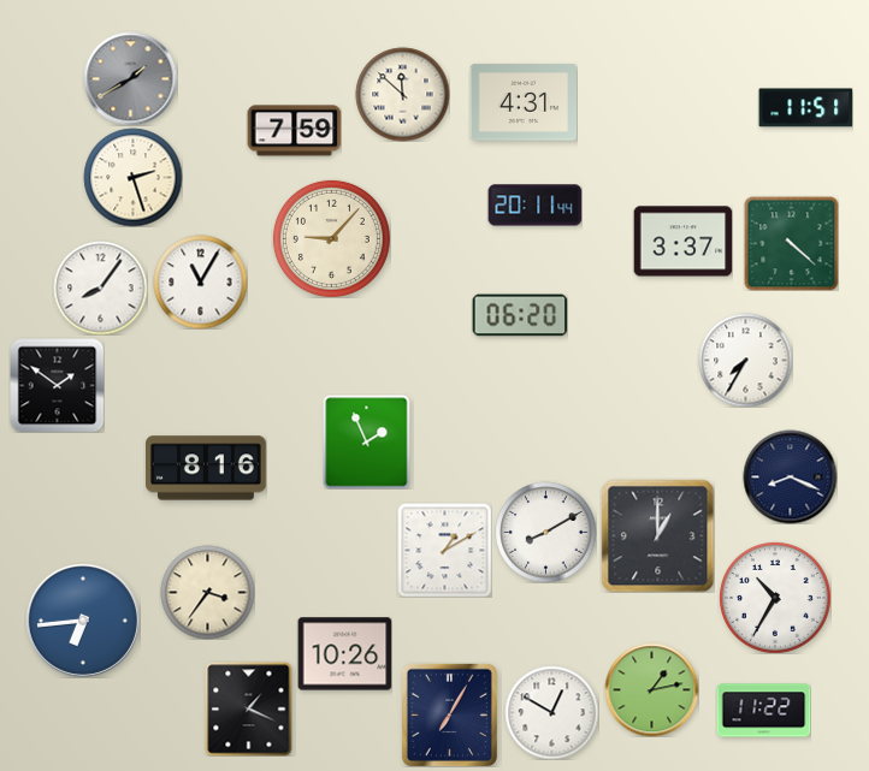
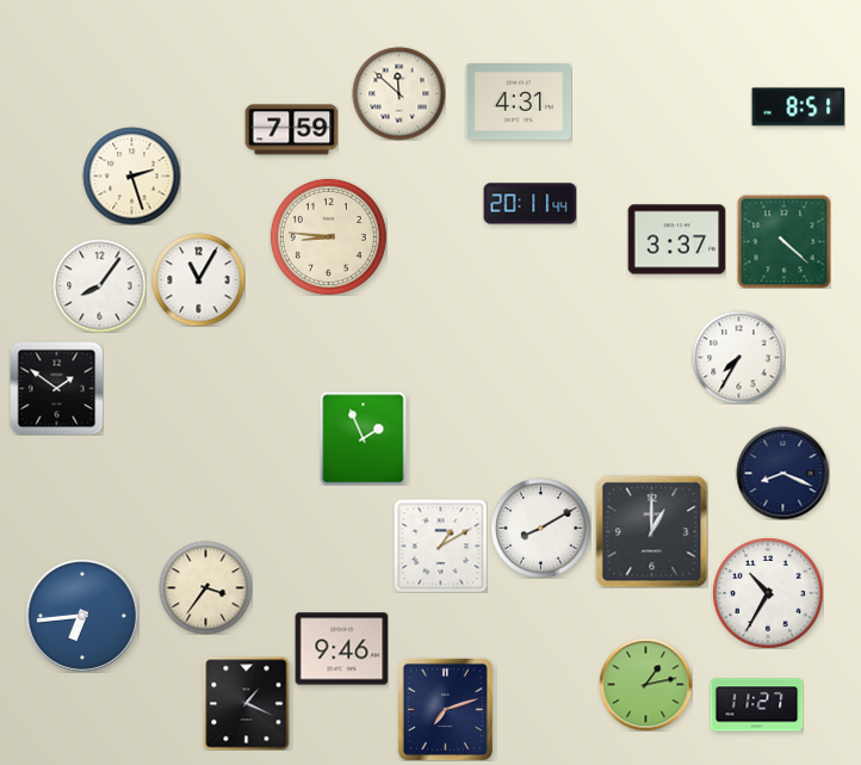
clock at (130, 78): 1:40 -> none
clock at (805, 108): 11:51 -> 8:51
clock at (331, 238): 9:07 -> 8:46
clock at (520, 315): 06:20 -> none
clock at (57, 385) position: (57, 385) -> (56, 388)
clock at (207, 468): 8:16 -> none
clock at (344, 654): 10:26 -> 9:46
clock at (763, 711): 11:22 -> 11:27
clock at (551, 712): 12:50 -> none
clock at (449, 714): 7:05 -> 7:12
